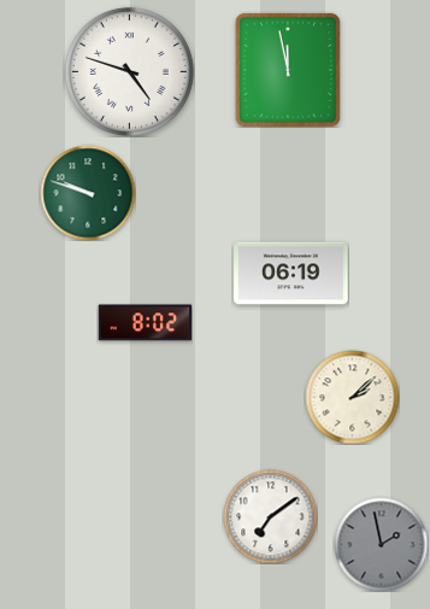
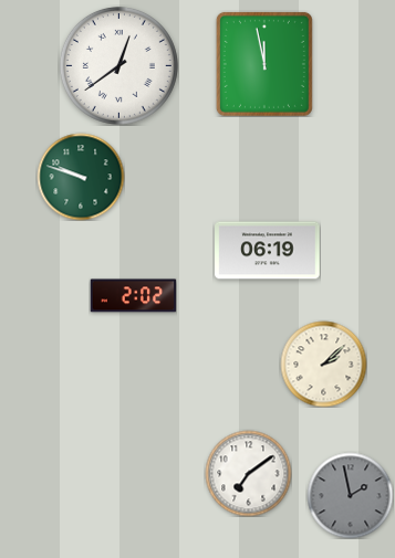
clock at (129, 71): 4:48 -> 12:39
clock at (145, 323): 8:02 -> 2:02
clock at (381, 544) position: (381, 544) -> (350, 495)
